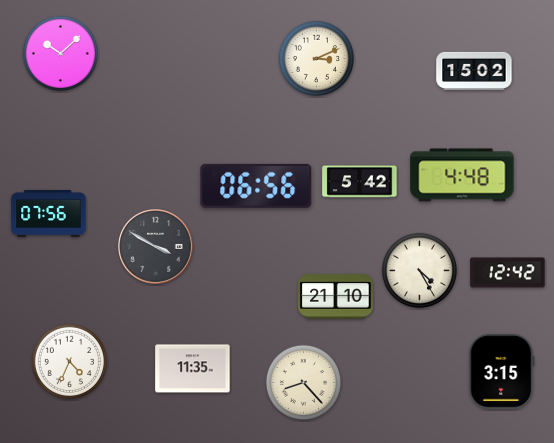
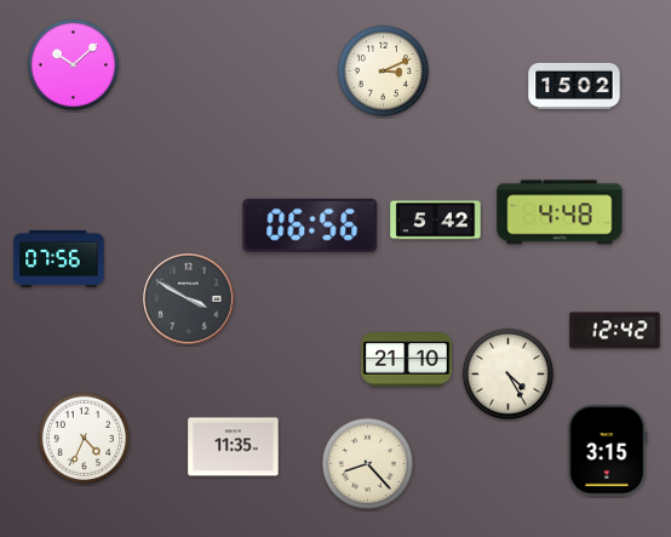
clock at (419, 270) position: (419, 270) -> (507, 373)
